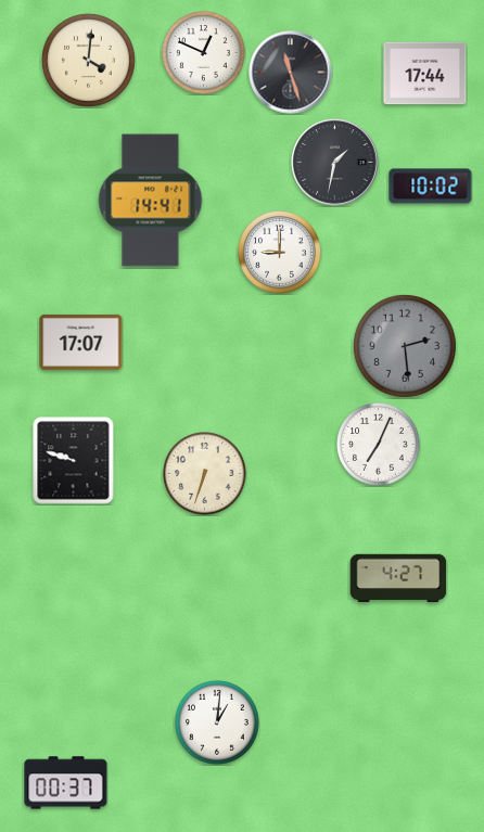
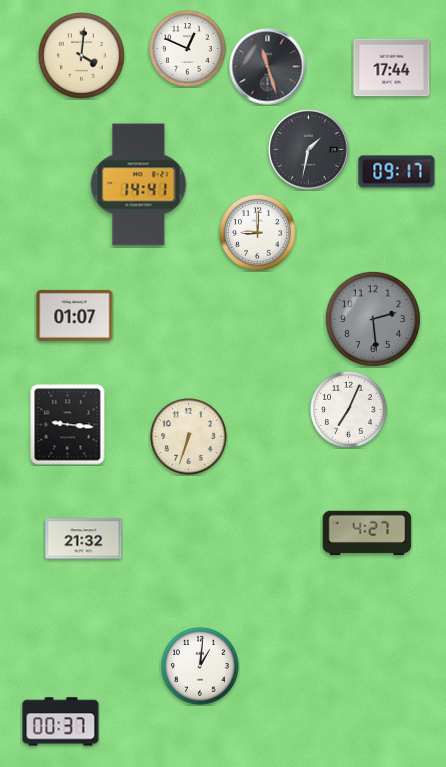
clock at (431, 187): 10:02 -> 09:17
clock at (81, 342): 17:07 -> 01:07
clock at (74, 461): 9:48 -> 9:16
clock at (84, 539): none -> 21:32
